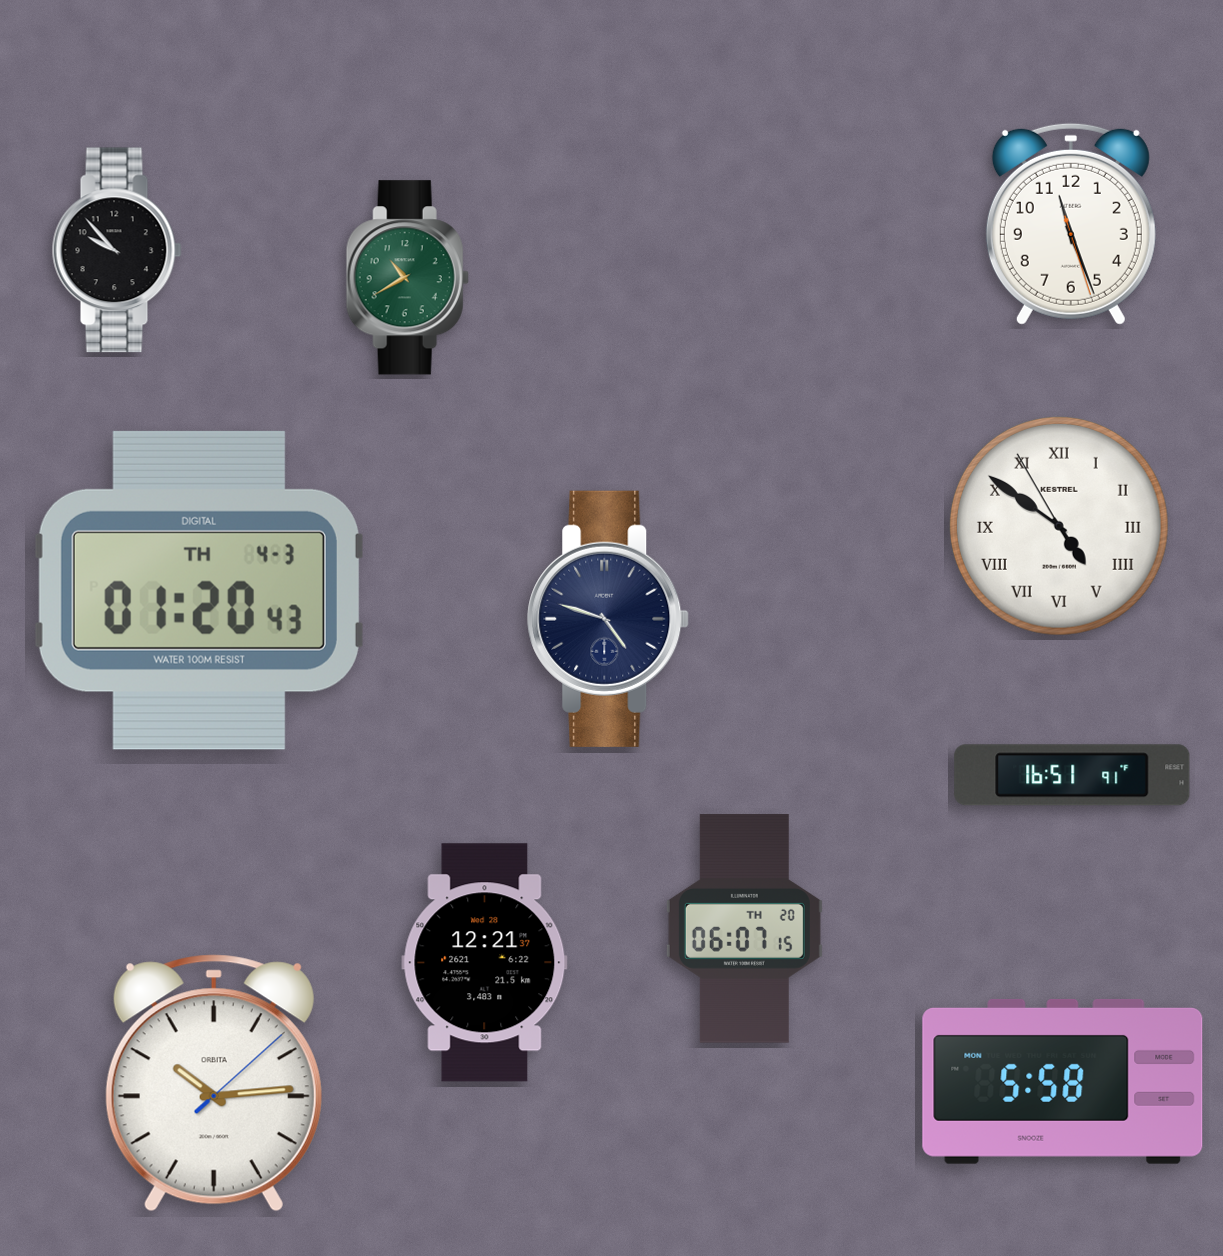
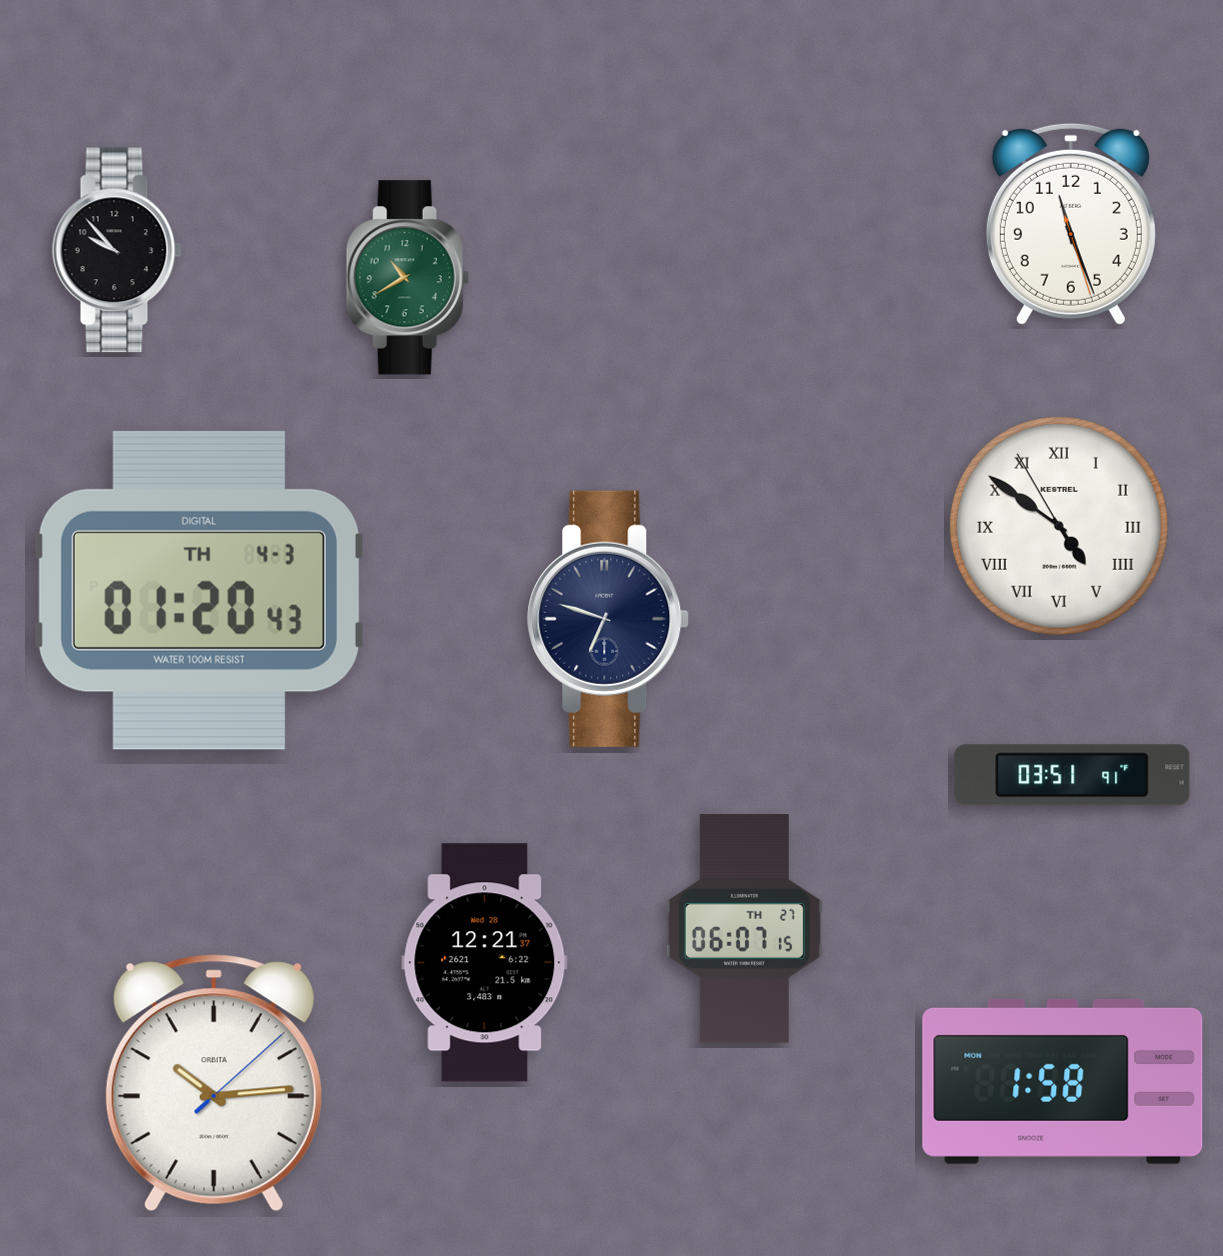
clock at (608, 619): 4:48 -> 6:48
clock at (1072, 775): 16:51 -> 03:51
clock at (744, 929) date: TH 20 -> TH 27
clock at (1063, 1081): 5:58 -> 1:58
